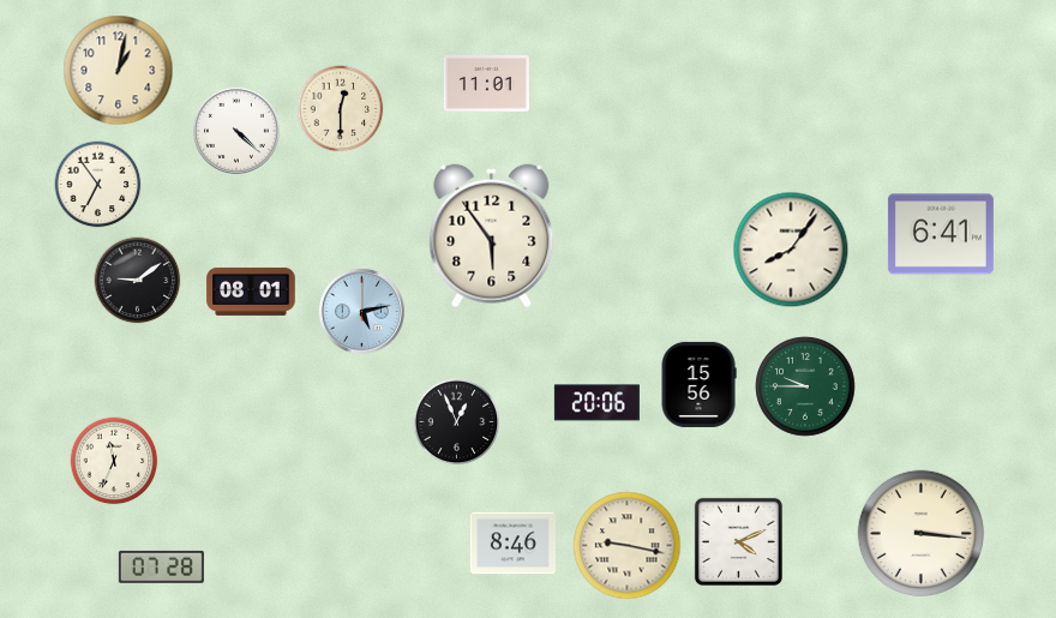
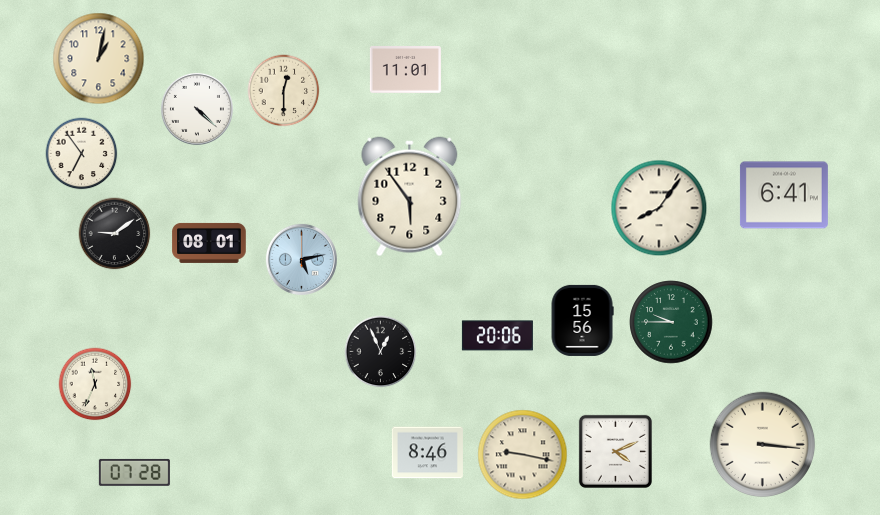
clock at (922, 534) position: (922, 534) -> (763, 445)
